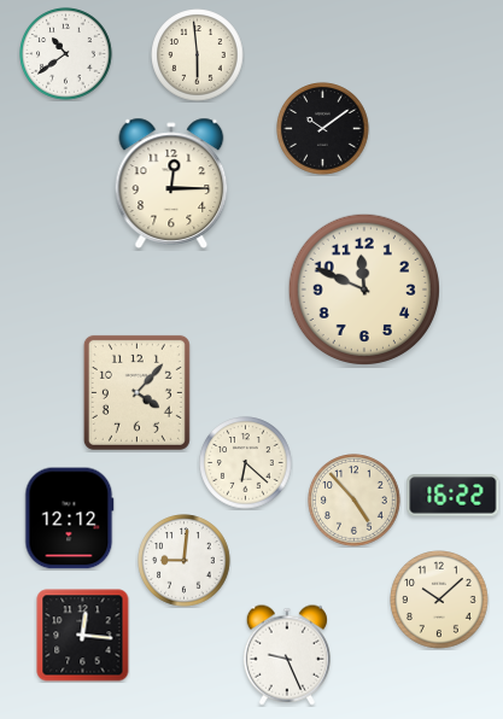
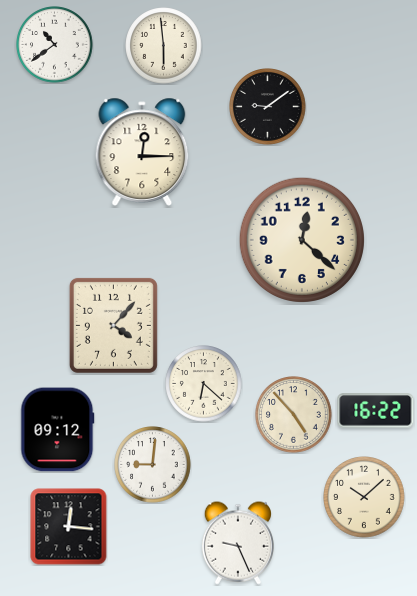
clock at (323, 129): 10:09 -> 9:09
clock at (363, 288): 11:49 -> 12:22
clock at (70, 519): 12:12 -> 09:12
